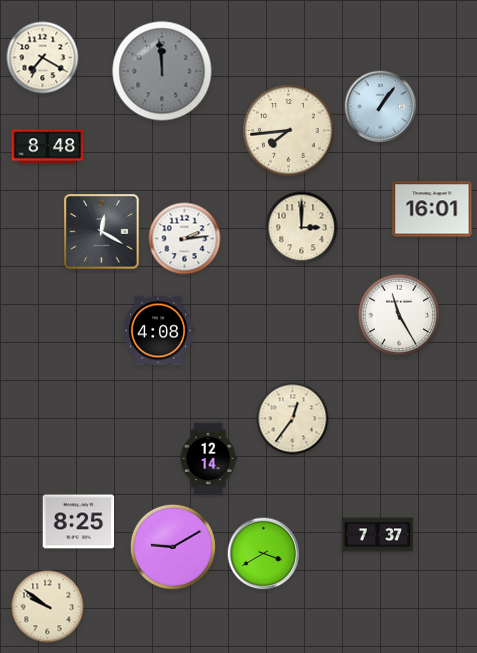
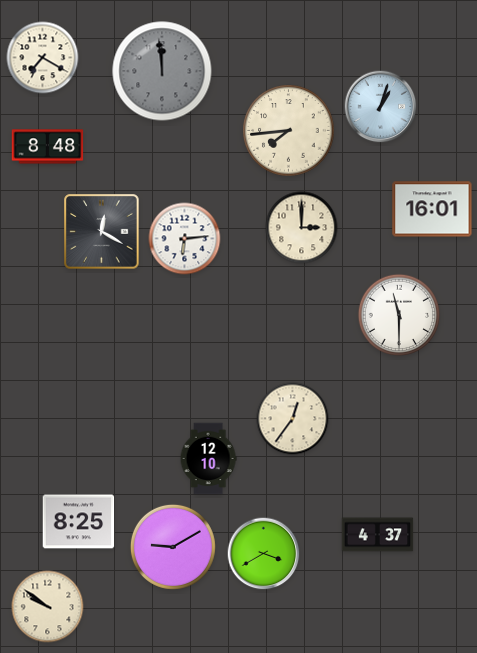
clock at (381, 107): 1:06 -> 1:03
clock at (185, 239): 2:14 -> 6:14
clock at (399, 315): 11:25 -> 11:30
clock at (158, 331): 4:08 -> none
clock at (208, 459): 12:14 -> 12:10
clock at (378, 535): 7:37 -> 4:37
